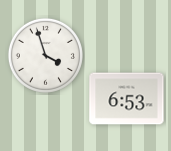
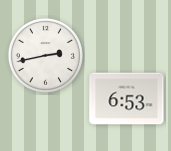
clock at (45, 55): 3:57 -> 2:43
